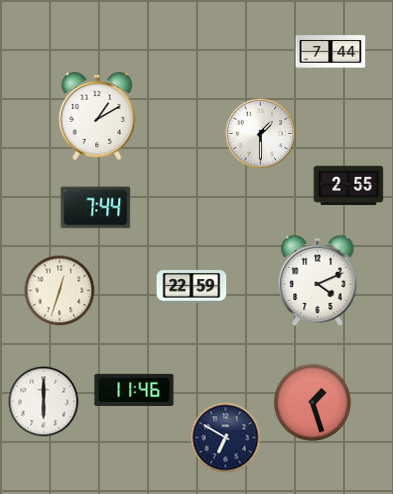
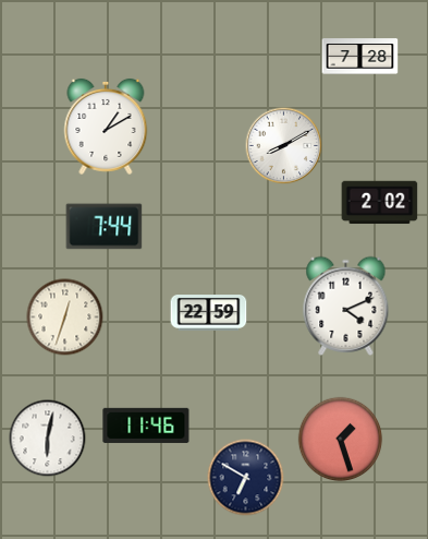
clock at (331, 52): 7:44 -> 7:28
clock at (261, 134): 1:30 -> 8:10
clock at (349, 186): 2:55 -> 2:02
clock at (44, 402): 6:00 -> 6:02
